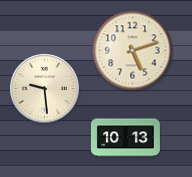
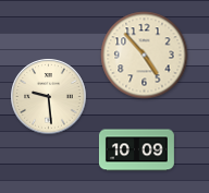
clock at (133, 51): 5:12 -> 4:53
clock at (125, 138): 10:13 -> 10:09
